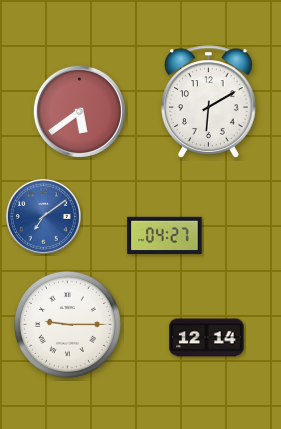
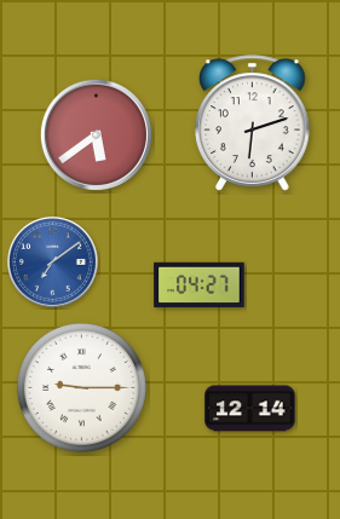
clock at (209, 102): 6:10 -> 6:12
clock at (67, 324) position: (67, 324) -> (81, 387)
